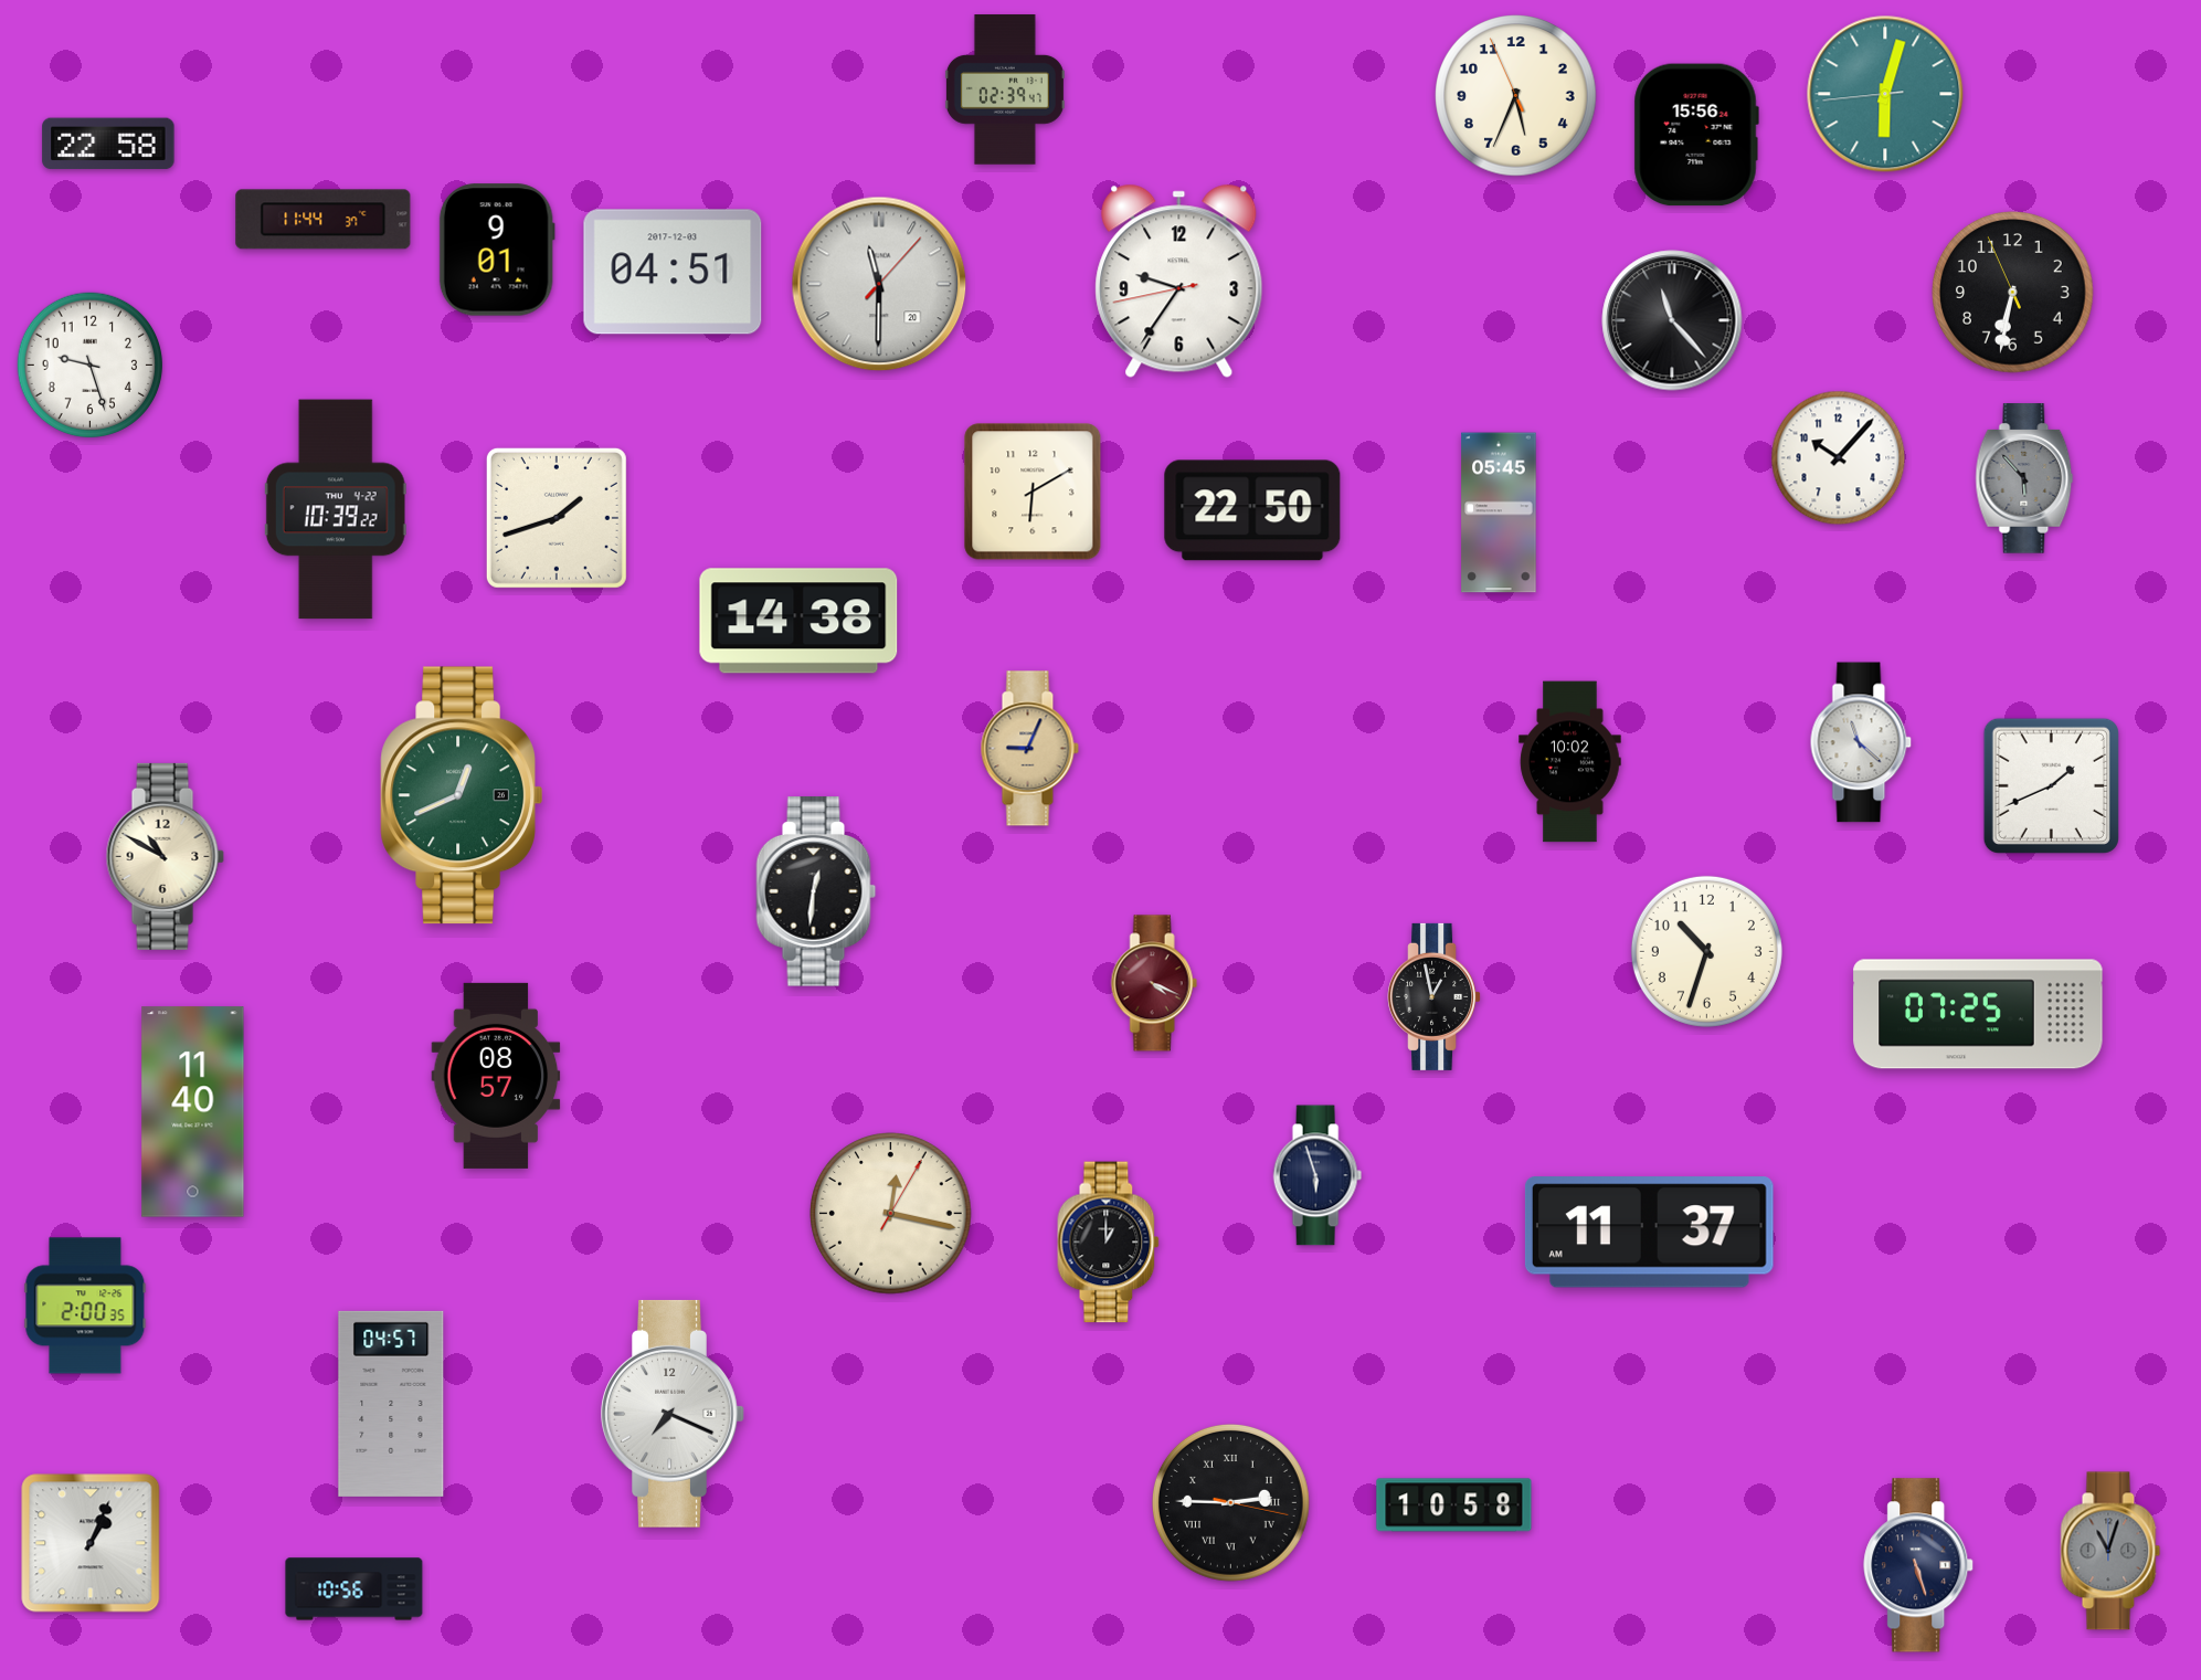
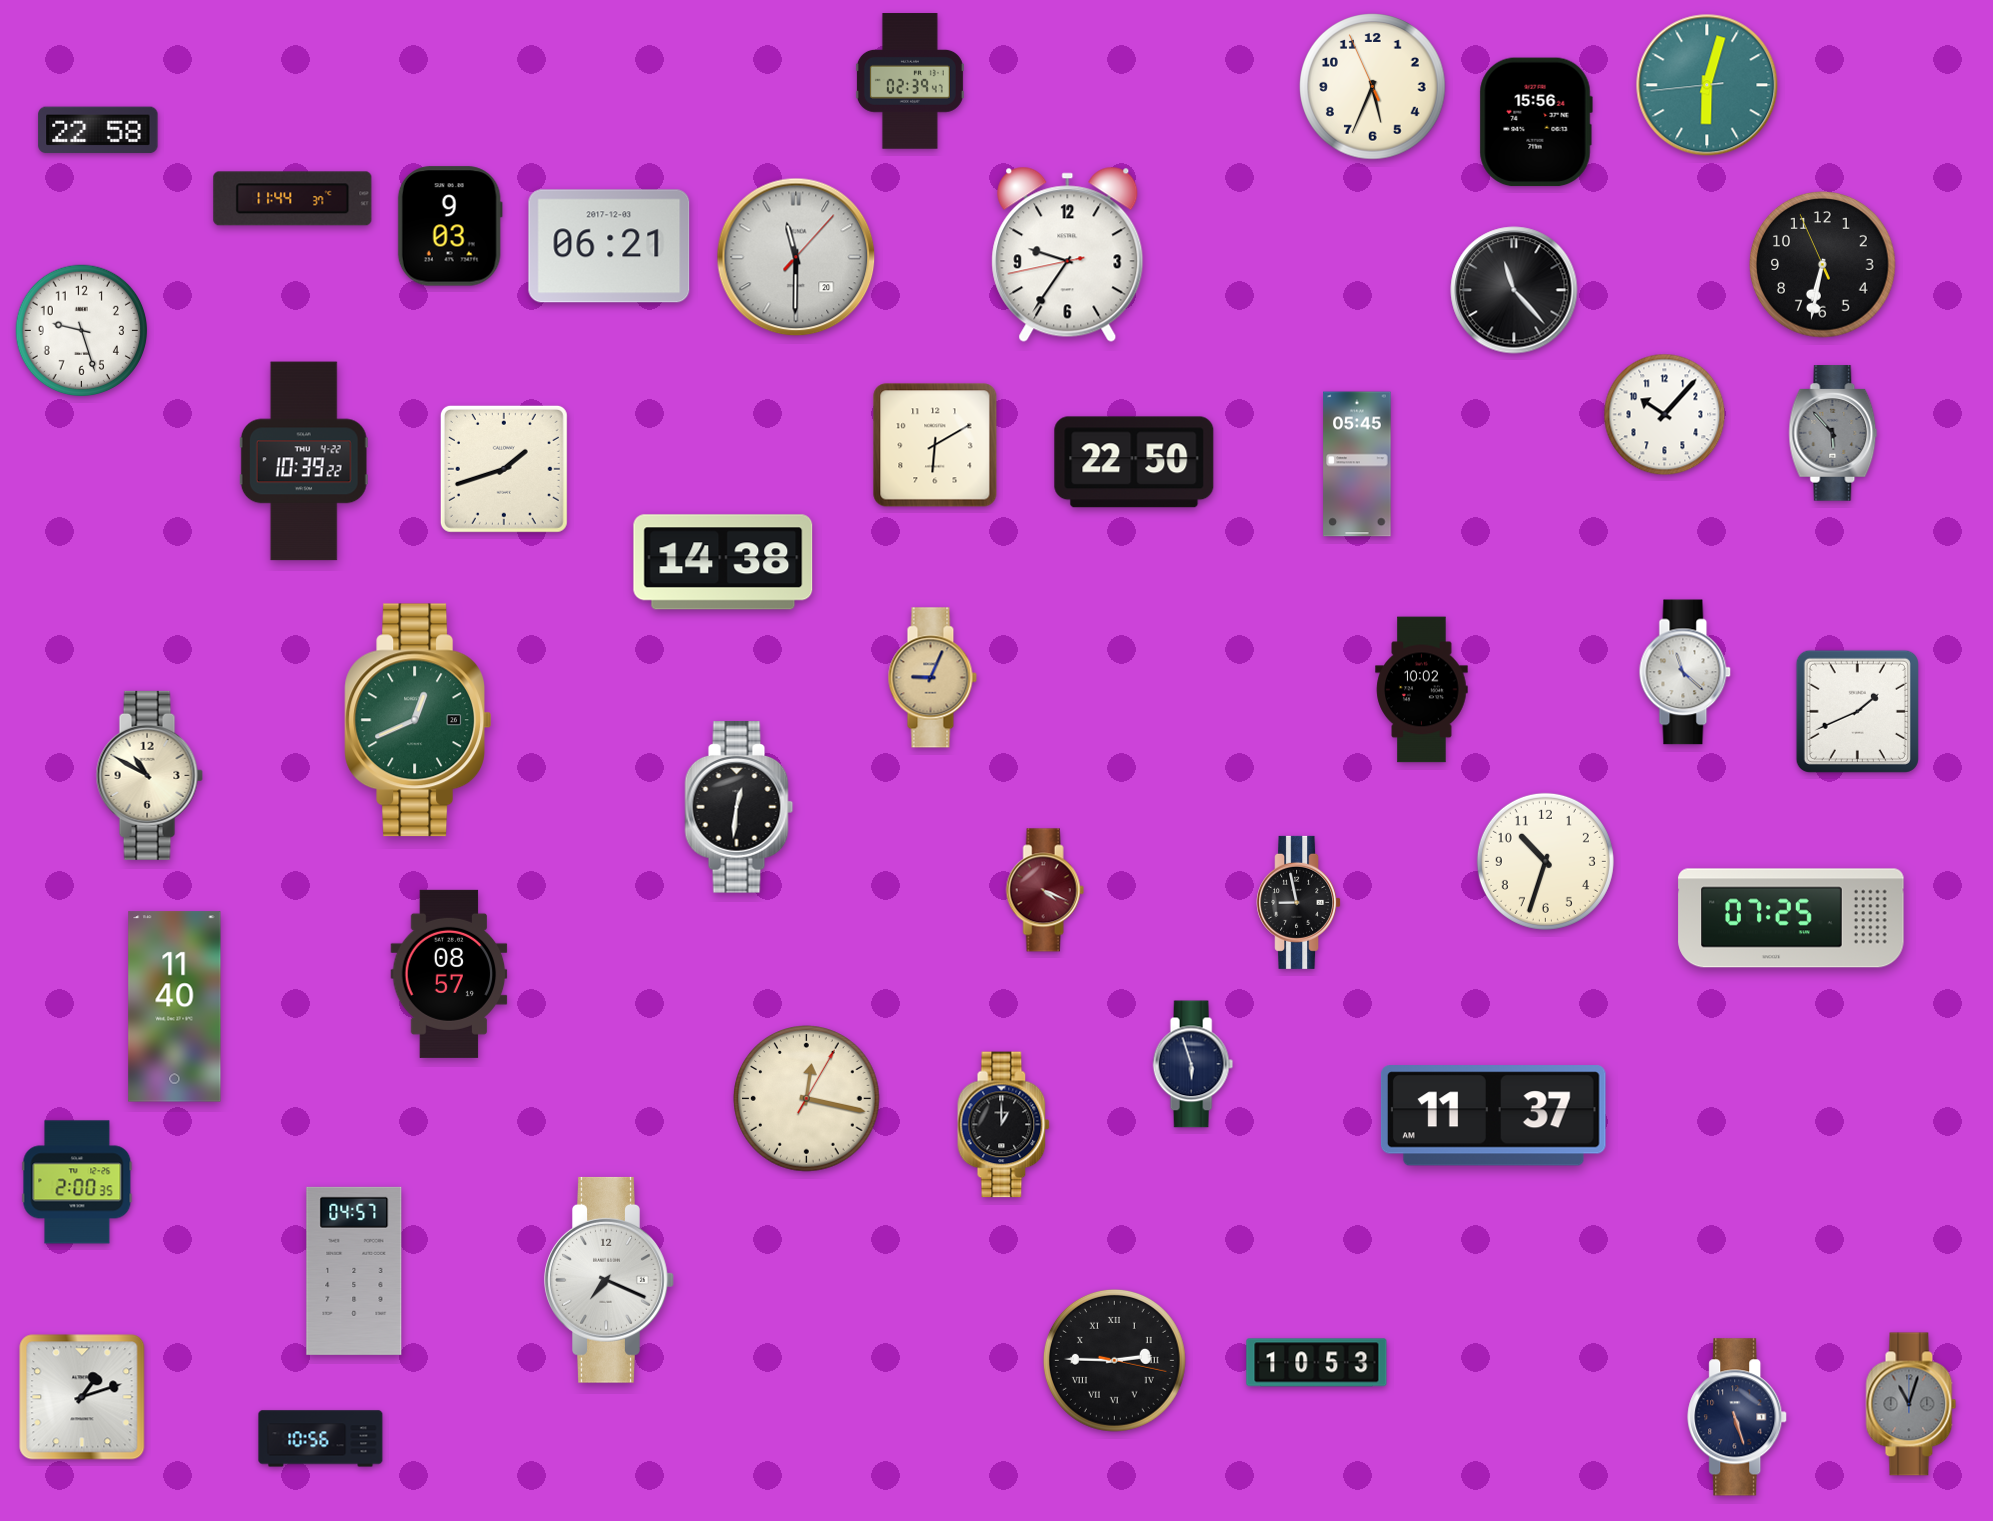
clock at (497, 250): 9:01 -> 9:03
clock at (673, 272): 04:51 -> 06:21
clock at (1435, 996): 12:58 -> 8:58
clock at (1454, 1505): 10:58 -> 10:53
clock at (91, 1543): 1:04 -> 1:12
